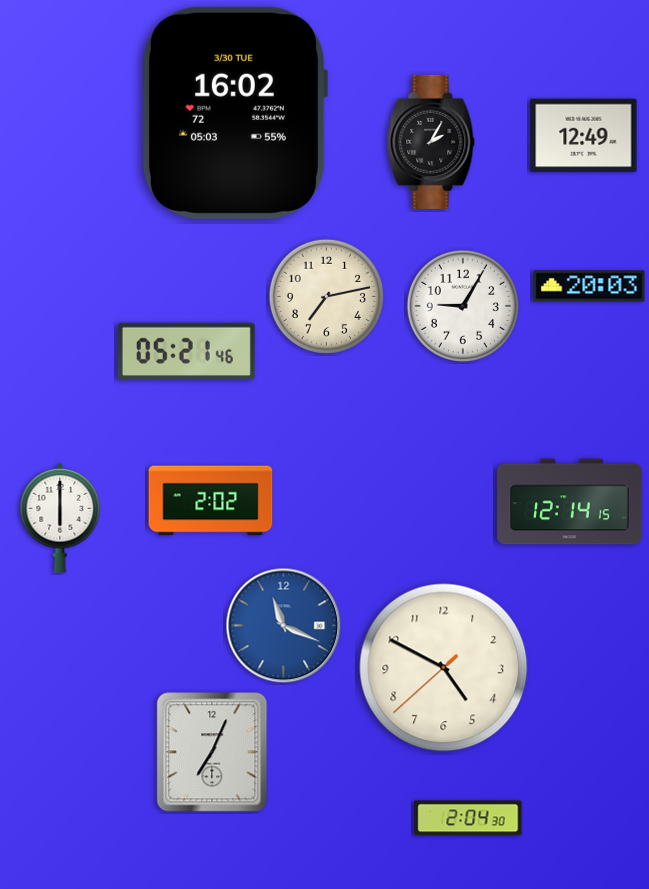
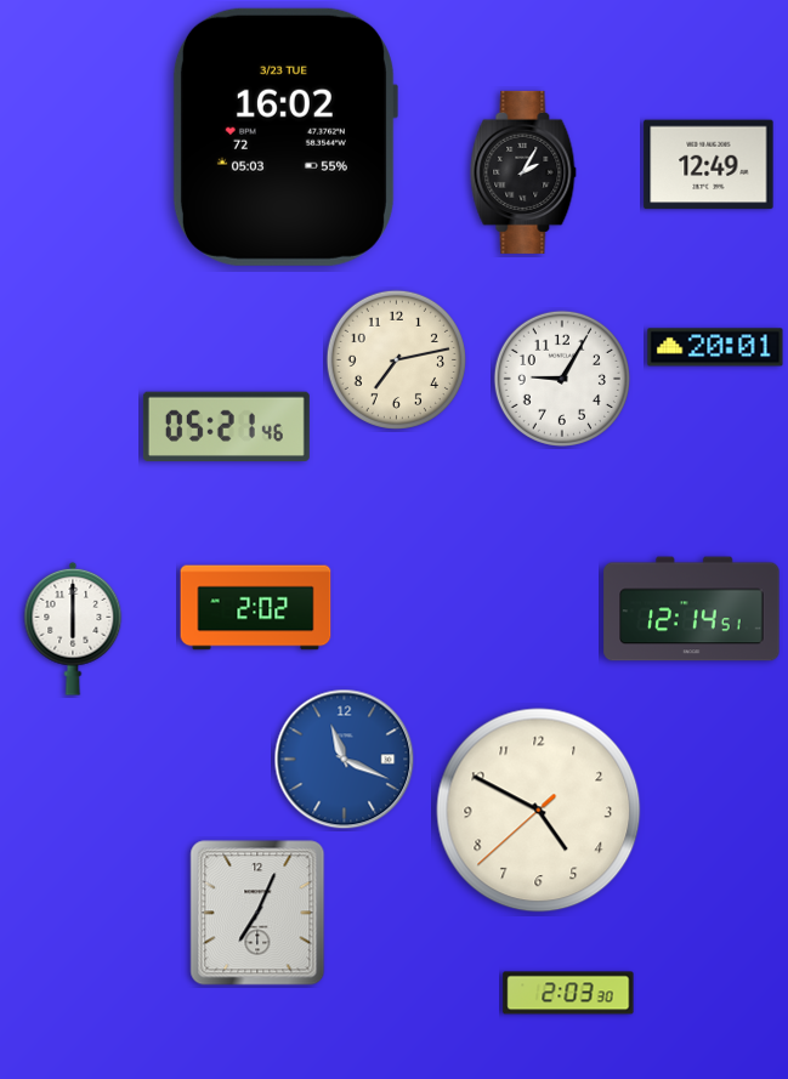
clock at (234, 113) date: 3/30 TUE -> 3/23 TUE
clock at (589, 286): 20:03 -> 20:01
clock at (463, 306) position: (463, 306) -> (562, 379)
clock at (570, 502): 12:14:15 -> 12:14:51
clock at (468, 818): 2:04 -> 2:03
